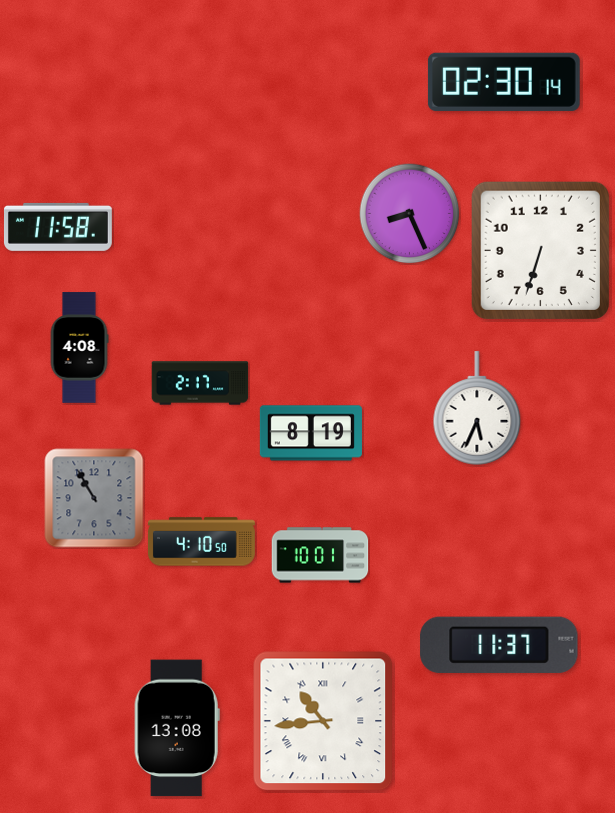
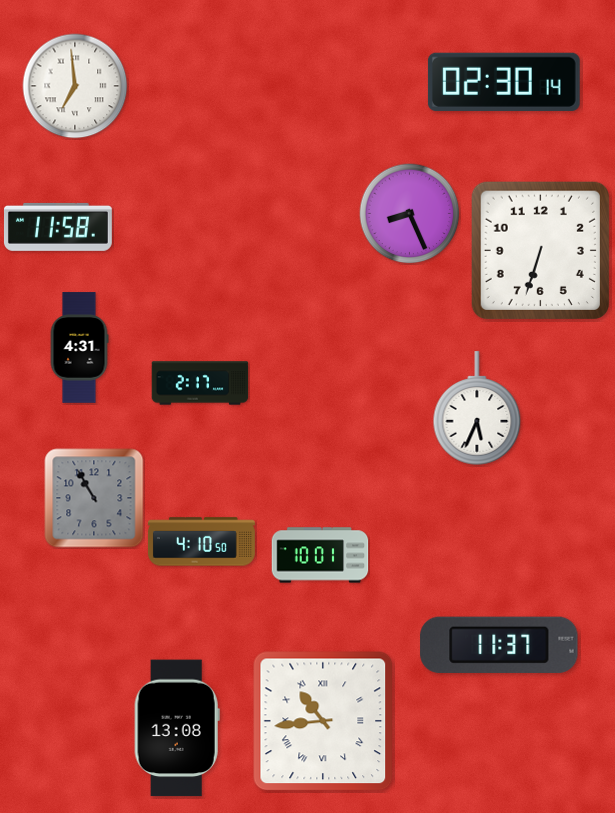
clock at (75, 86): none -> 6:59
clock at (79, 348): 4:08 -> 4:31
clock at (311, 433): 8:19 -> none
